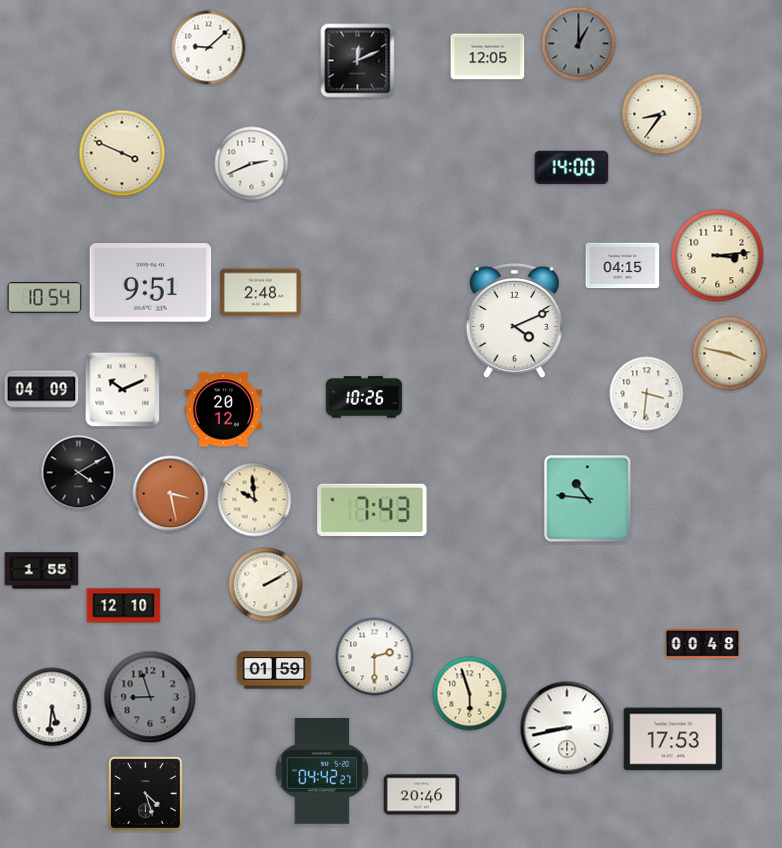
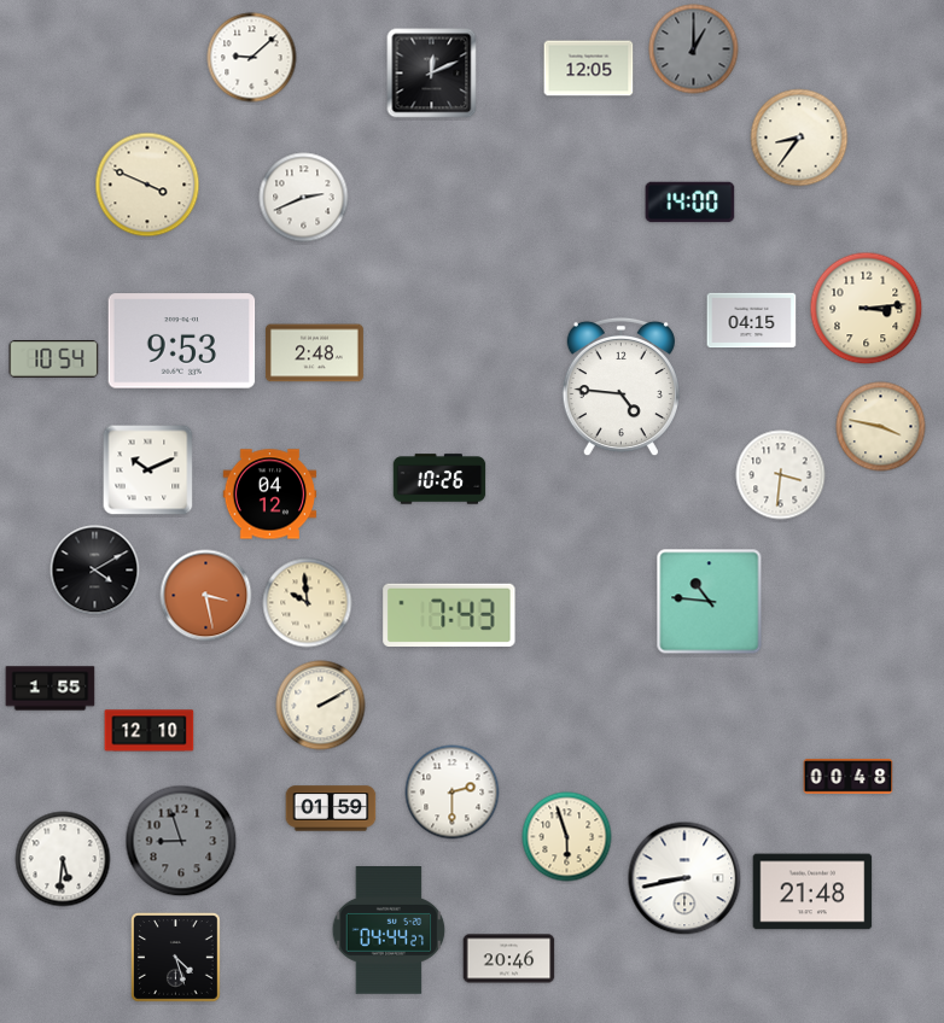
clock at (579, 44) position: (579, 44) -> (694, 49)
clock at (151, 283): 9:51 -> 9:53
clock at (514, 321): 4:11 -> 4:46
clock at (42, 391): 04:09 -> none
clock at (224, 410): 20:12 -> 04:12
clock at (52, 707) position: (52, 707) -> (63, 859)
clock at (673, 739): 17:53 -> 21:48
clock at (322, 772): 04:42 -> 04:44
